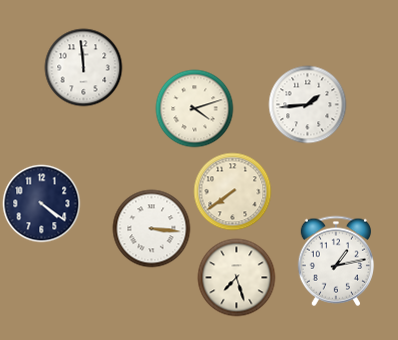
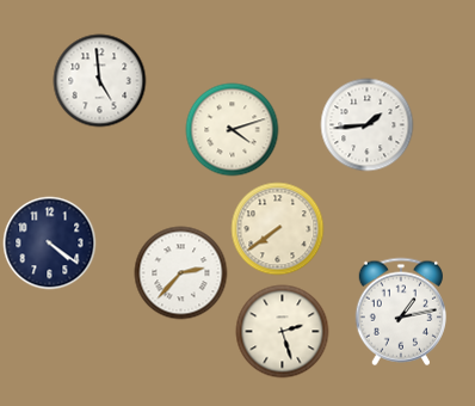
clock at (83, 67): 11:59 -> 4:59
clock at (151, 228): 3:16 -> 2:37
clock at (236, 277): 7:27 -> 2:27
